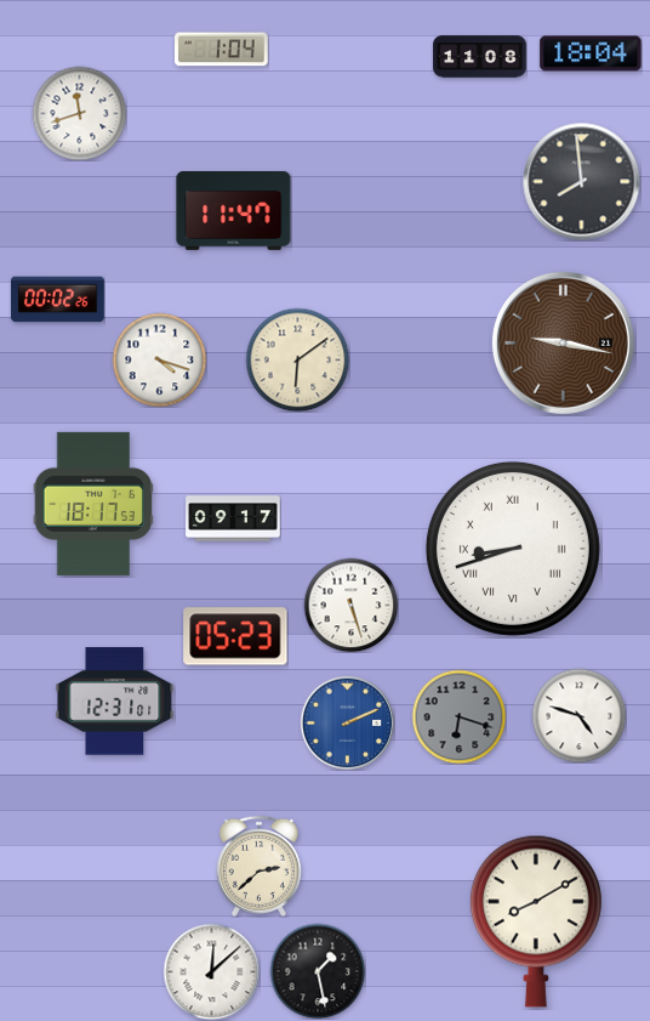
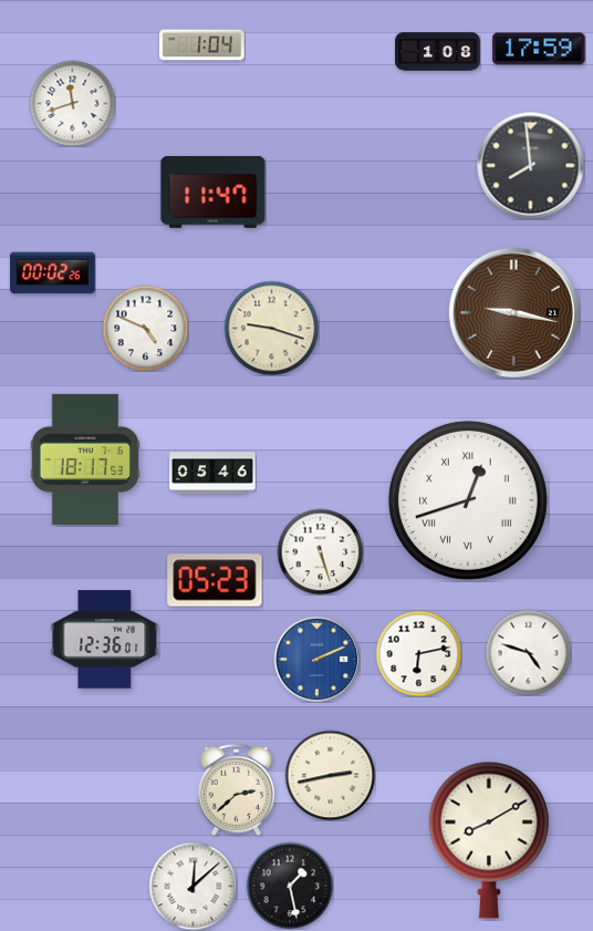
clock at (591, 53): 18:04 -> 17:59
clock at (480, 57): 11:08 -> 1:08
clock at (159, 359): 4:18 -> 4:49
clock at (297, 359): 6:09 -> 9:18
clock at (233, 518): 09:17 -> 05:46
clock at (513, 549): 8:42 -> 12:42
clock at (115, 702): 12:31 -> 12:36
clock at (458, 716): 6:18 -> 6:13
clock at (458, 716) dial: grey -> white
clock at (330, 775): none -> 2:43
